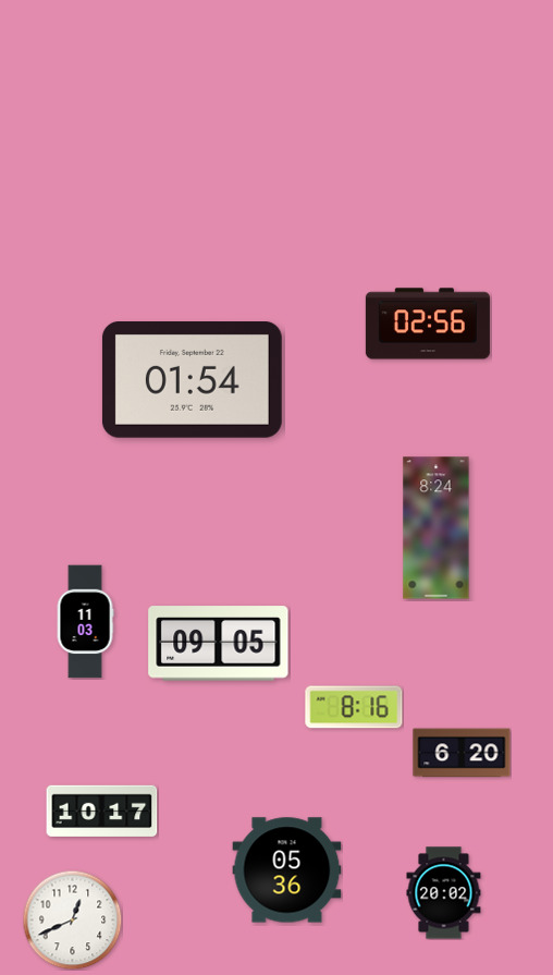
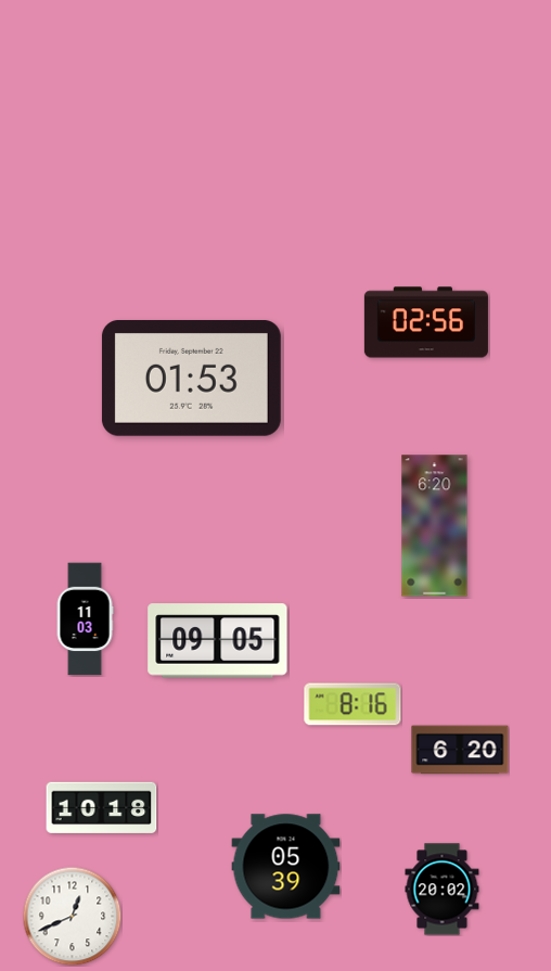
clock at (192, 380): 01:54 -> 01:53
clock at (437, 528): 8:24 -> 6:20
clock at (102, 811): 10:17 -> 10:18
clock at (287, 870): 05:36 -> 05:39
